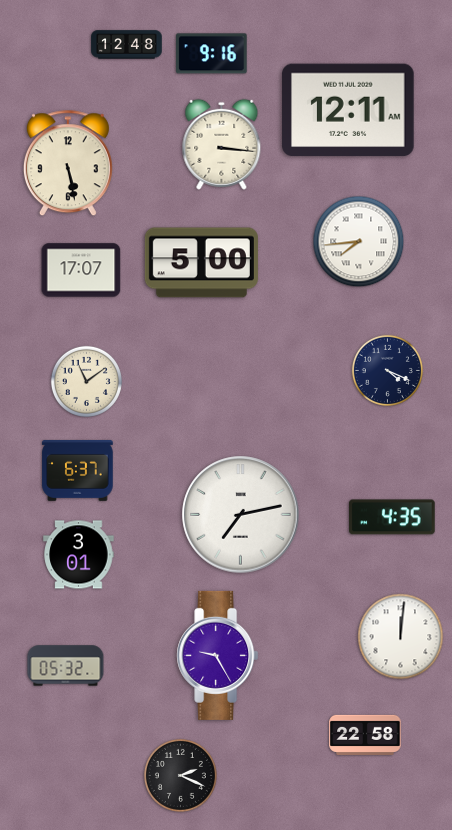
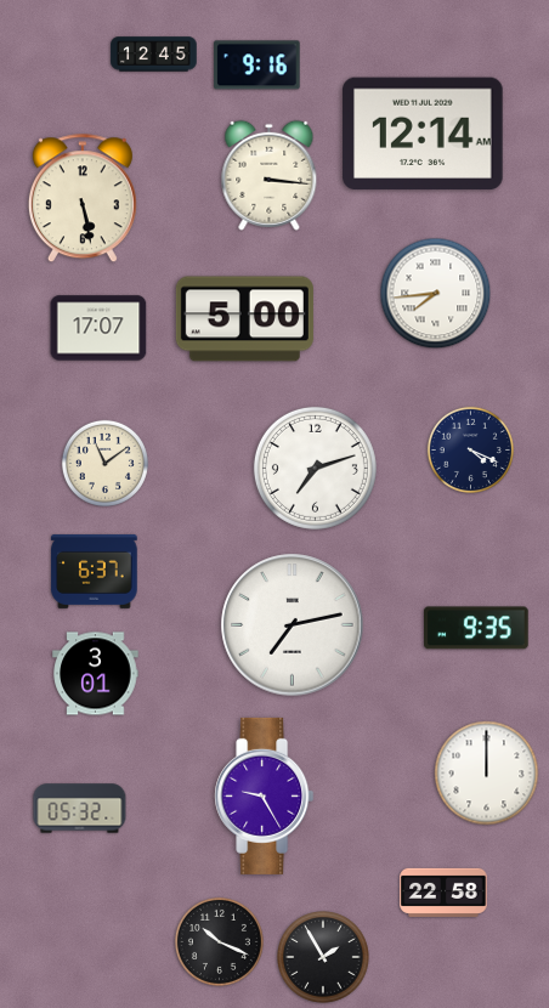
clock at (127, 45): 12:48 -> 12:45
clock at (348, 110): 12:11 -> 12:14
clock at (315, 468): none -> 7:12
clock at (393, 517): 4:35 -> 9:35
clock at (401, 637): 12:01 -> 12:00
clock at (180, 775): 2:19 -> 10:19
clock at (323, 957): none -> 1:55
